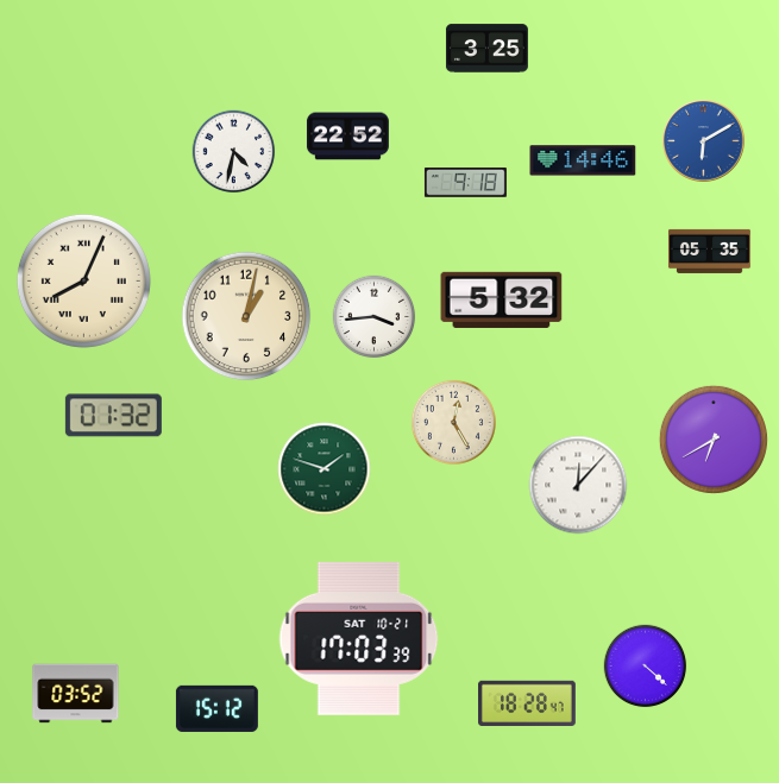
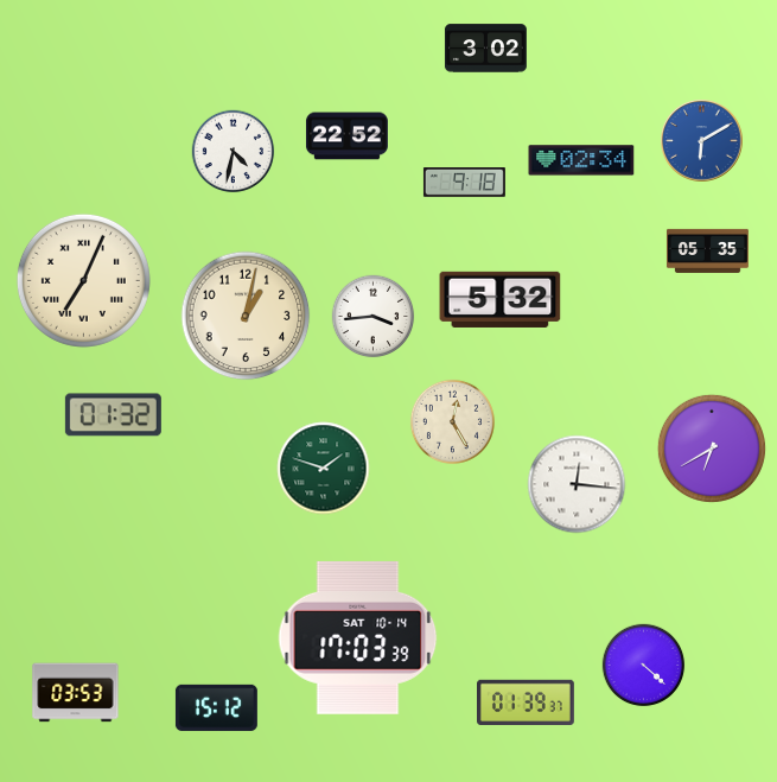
clock at (486, 49): 3:25 -> 3:02
clock at (583, 160): 14:46 -> 02:34
clock at (83, 280): 8:04 -> 7:04
clock at (714, 440) position: (714, 440) -> (712, 449)
clock at (578, 485): 12:07 -> 12:16
clock at (359, 638) date: SAT 10-21 -> SAT 10-14
clock at (76, 694): 03:52 -> 03:53
clock at (528, 702): 18:28 -> 01:39
